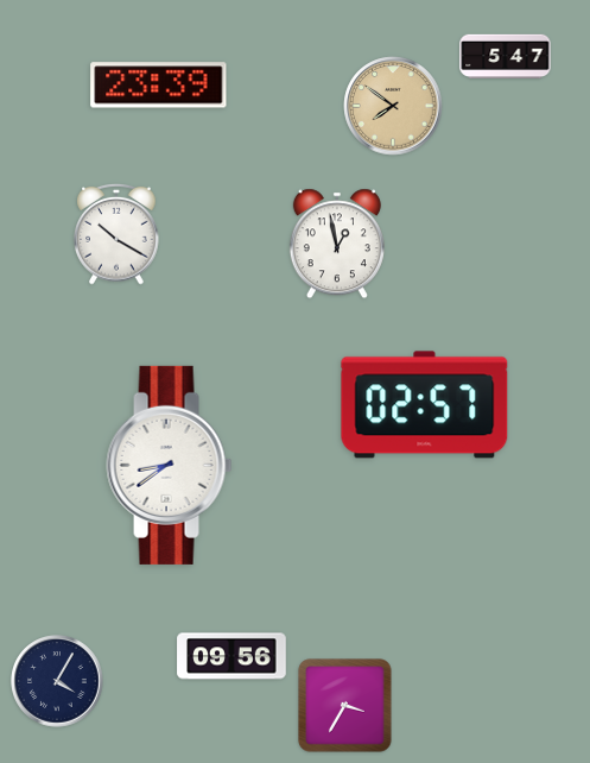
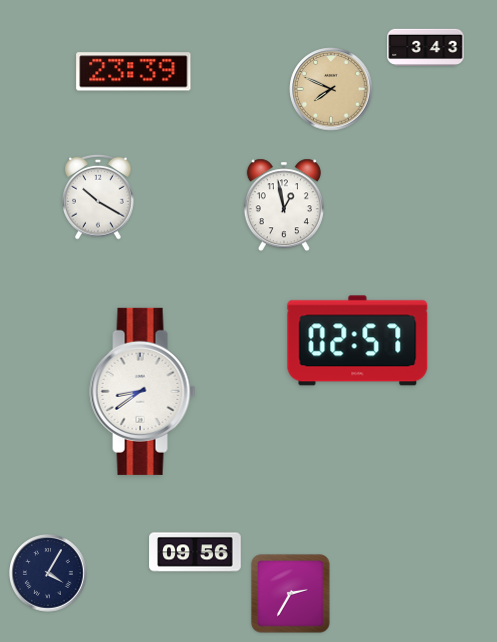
clock at (506, 56): 5:47 -> 3:43
clock at (393, 106): 7:51 -> 7:49
clock at (345, 706): 3:35 -> 2:35
